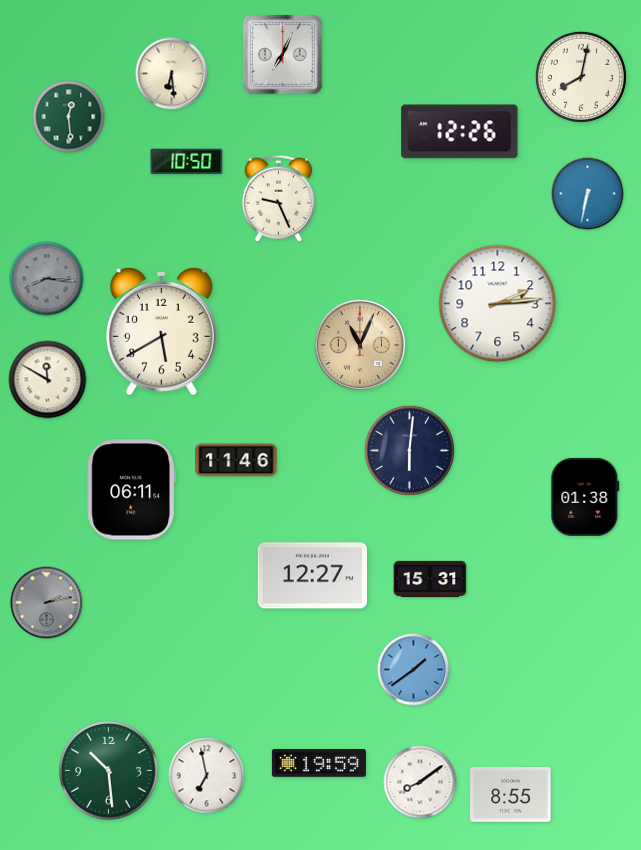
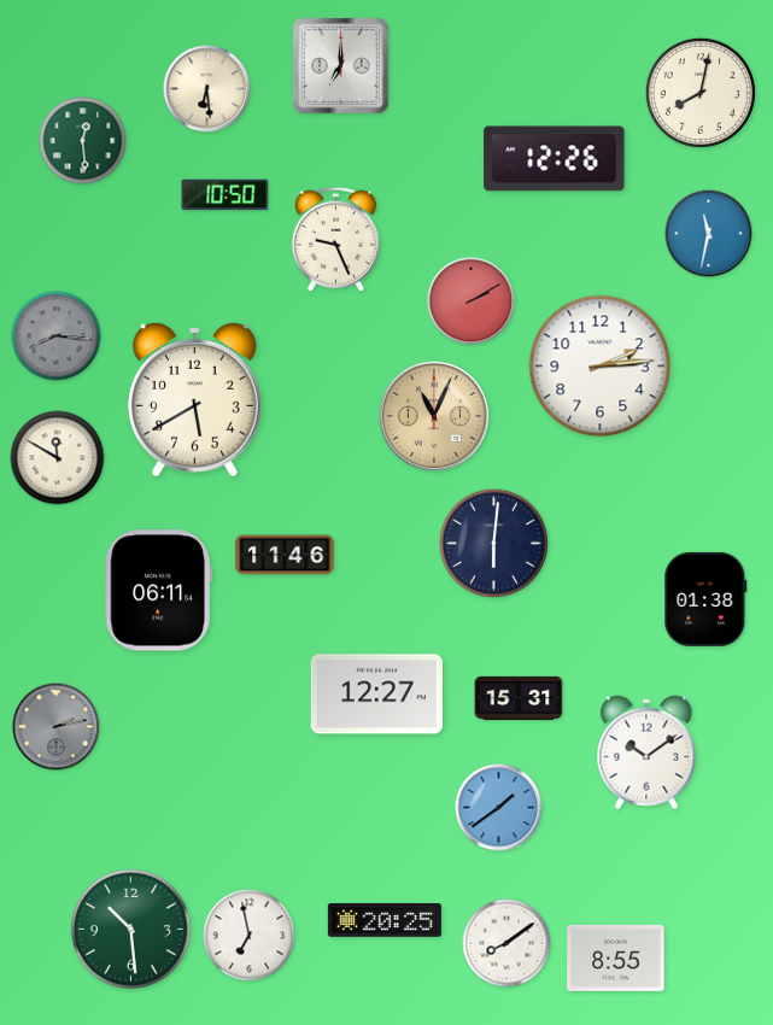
clock at (283, 55): 7:04 -> 7:00
clock at (588, 194): 6:32 -> 11:32
clock at (472, 301): none -> 2:10
clock at (646, 752): none -> 10:09
clock at (319, 764): 19:59 -> 20:25
